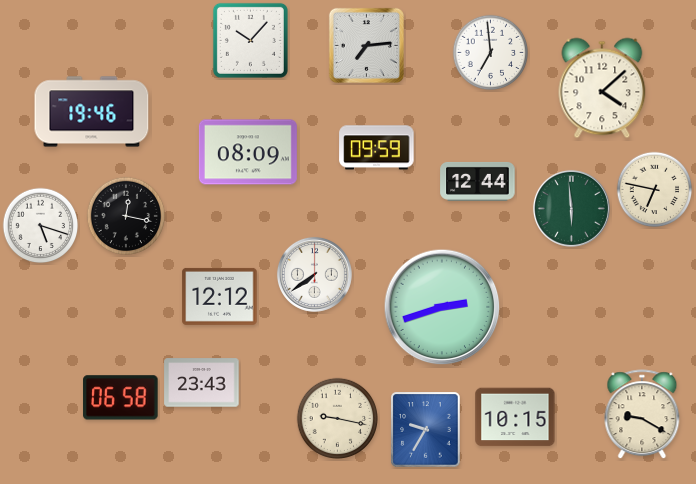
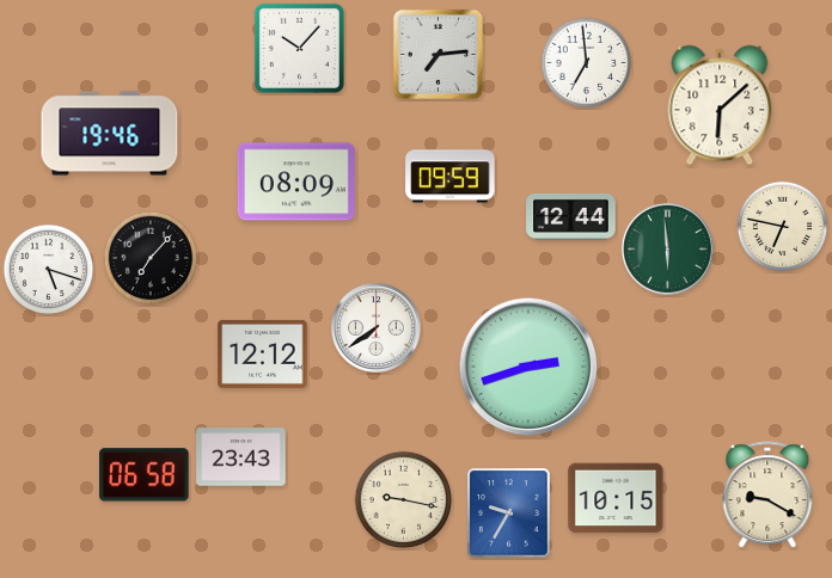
clock at (602, 88): 4:08 -> 6:08
clock at (571, 208) position: (571, 208) -> (667, 248)
clock at (126, 216): 12:17 -> 7:07
